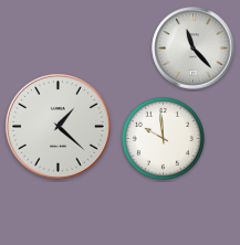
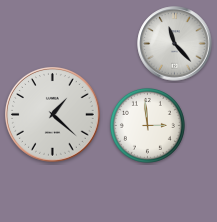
clock at (163, 138): 9:59 -> 2:59
